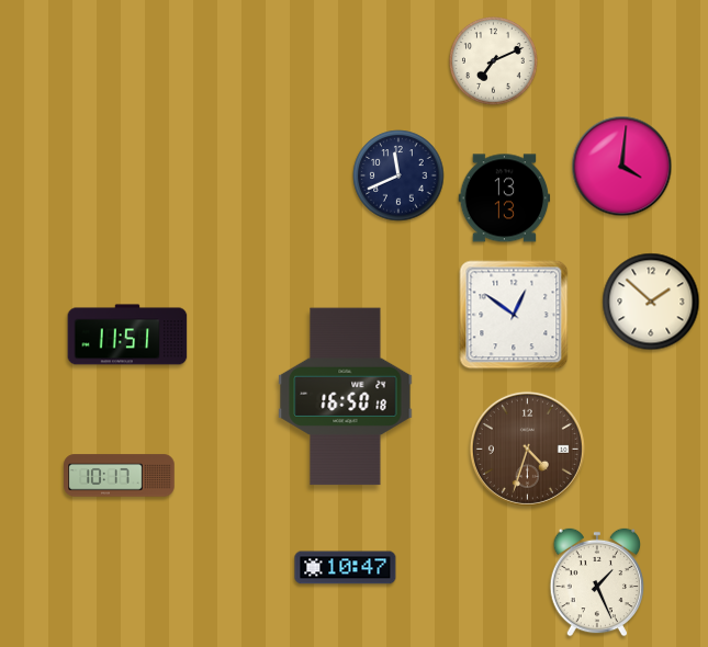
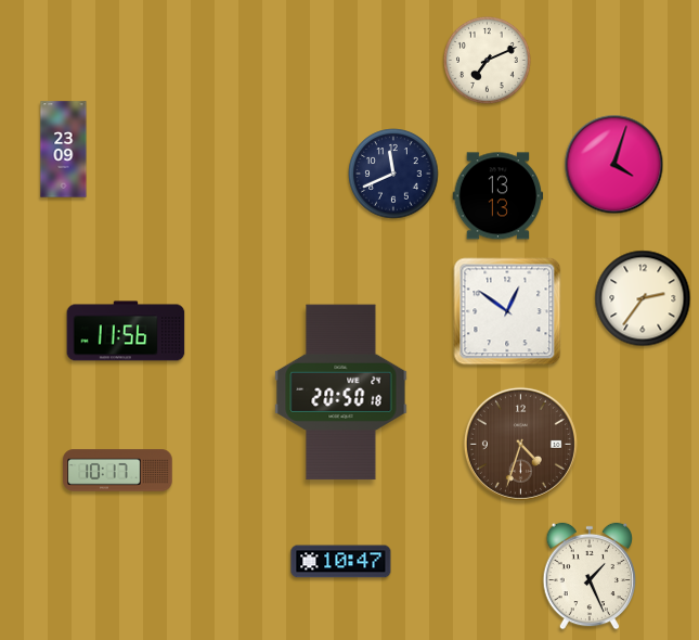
clock at (64, 150): none -> 23:09
clock at (622, 167): 4:01 -> 4:03
clock at (651, 302): 1:52 -> 2:36
clock at (127, 334): 11:51 -> 11:56
clock at (346, 397): 16:50 -> 20:50
